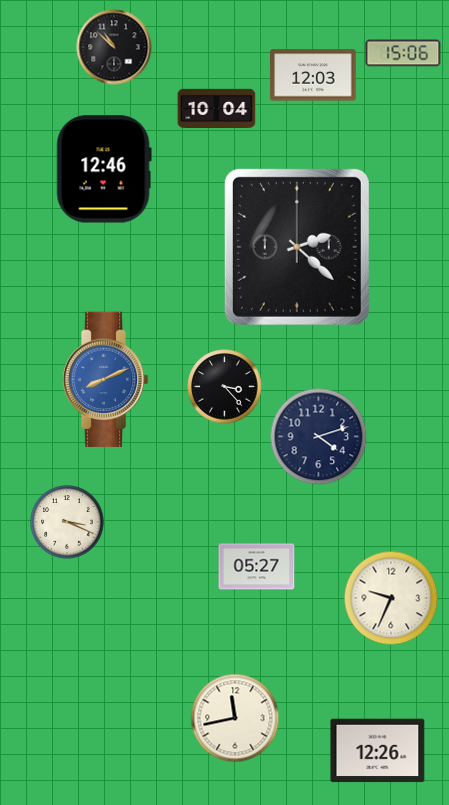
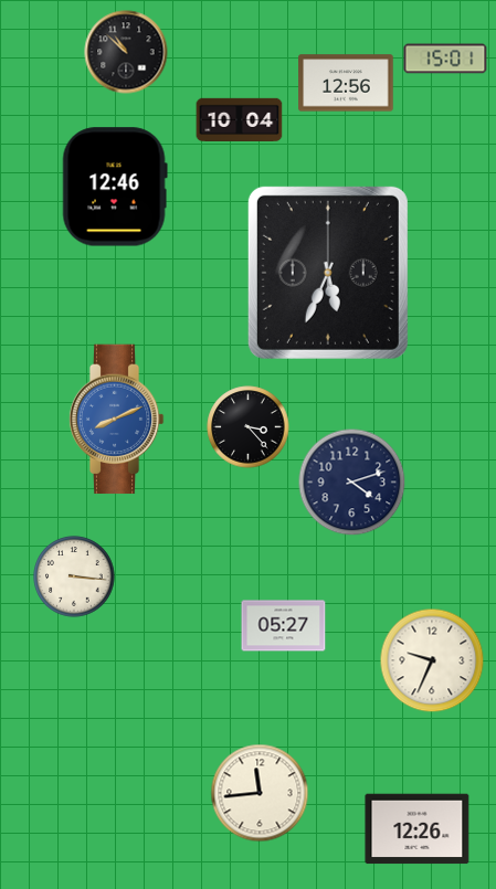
clock at (403, 53): 15:06 -> 15:01
clock at (313, 75): 12:03 -> 12:56
clock at (297, 247): 2:22 -> 5:34
clock at (67, 522): 3:19 -> 3:16
clock at (235, 718): 11:43 -> 11:44
